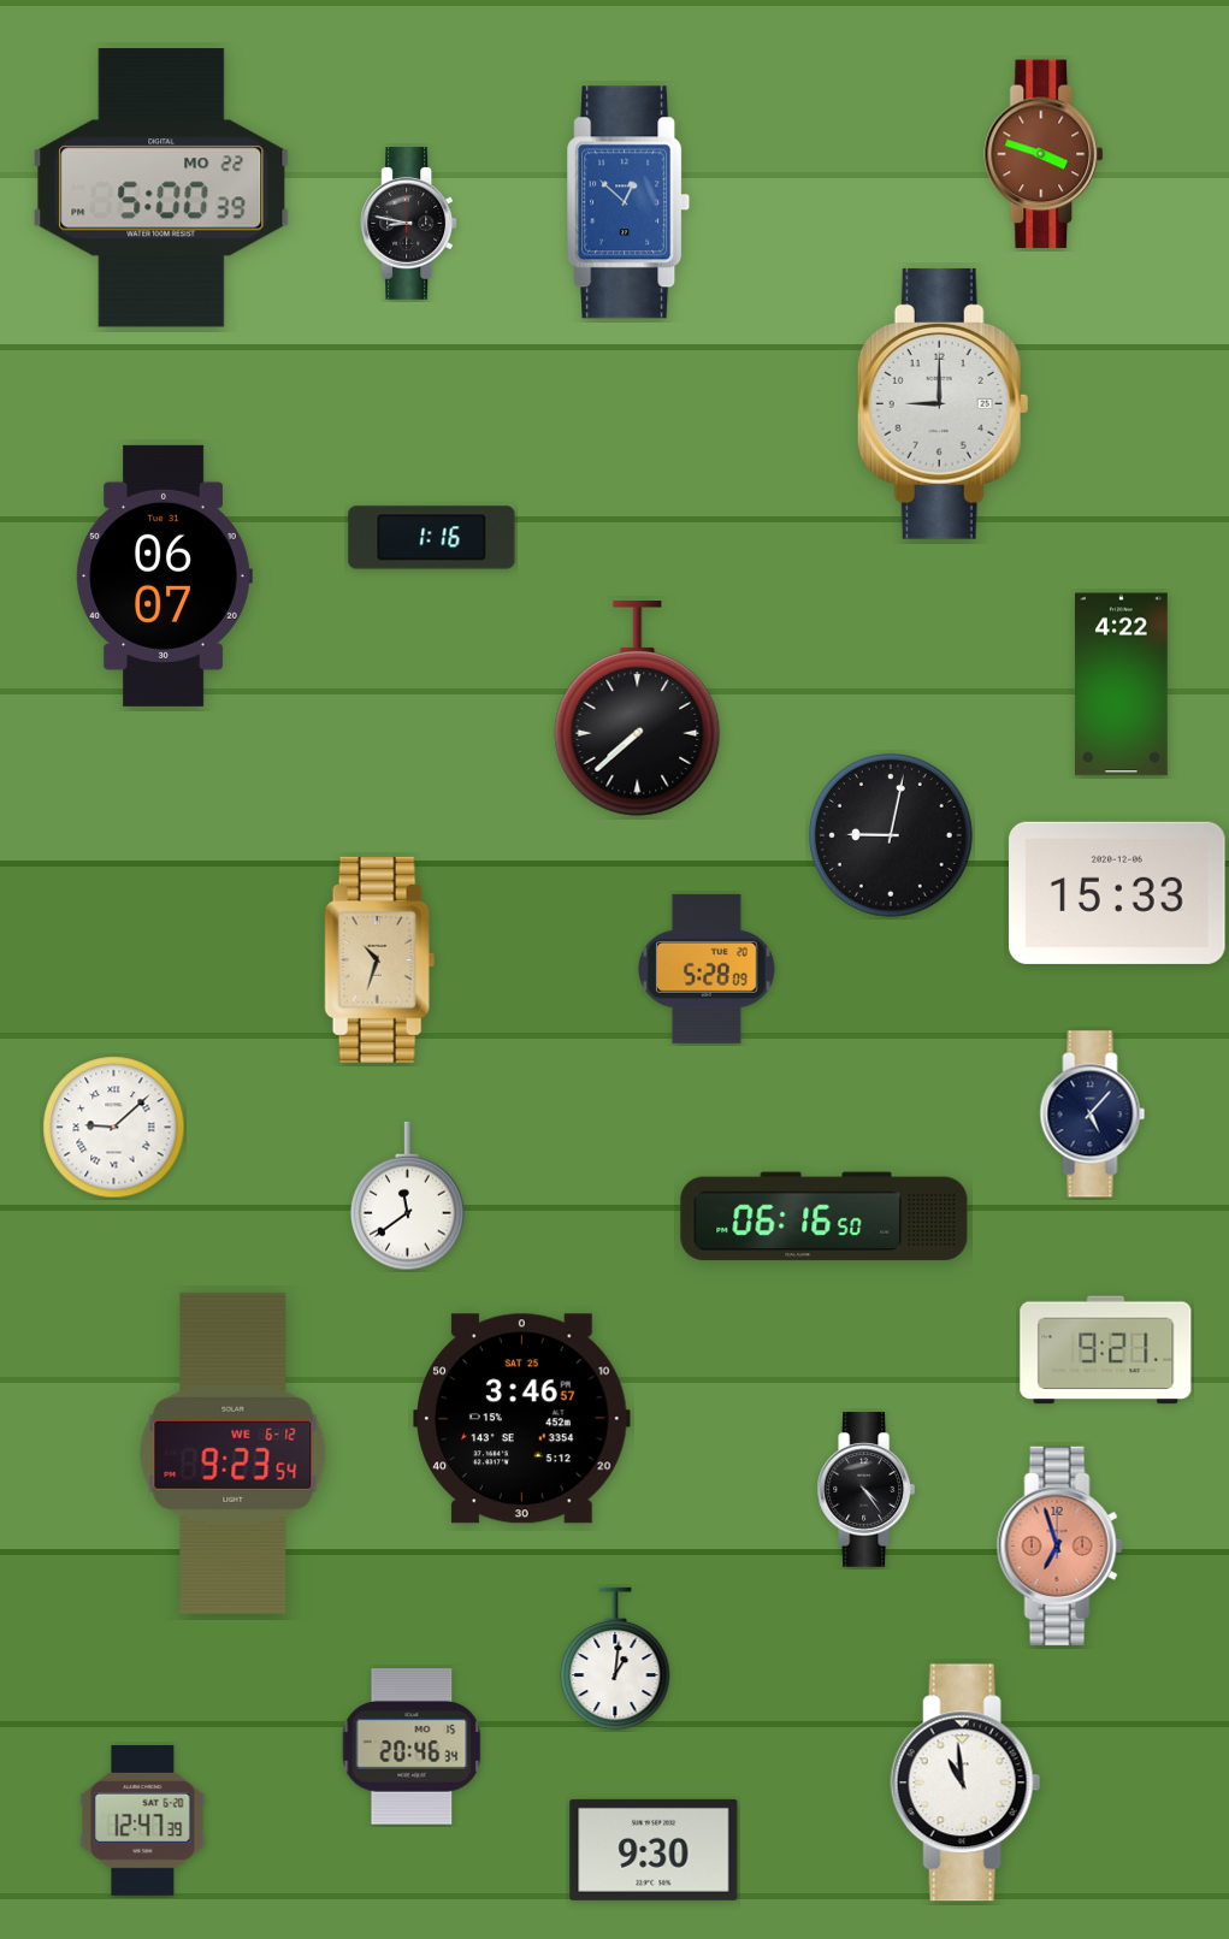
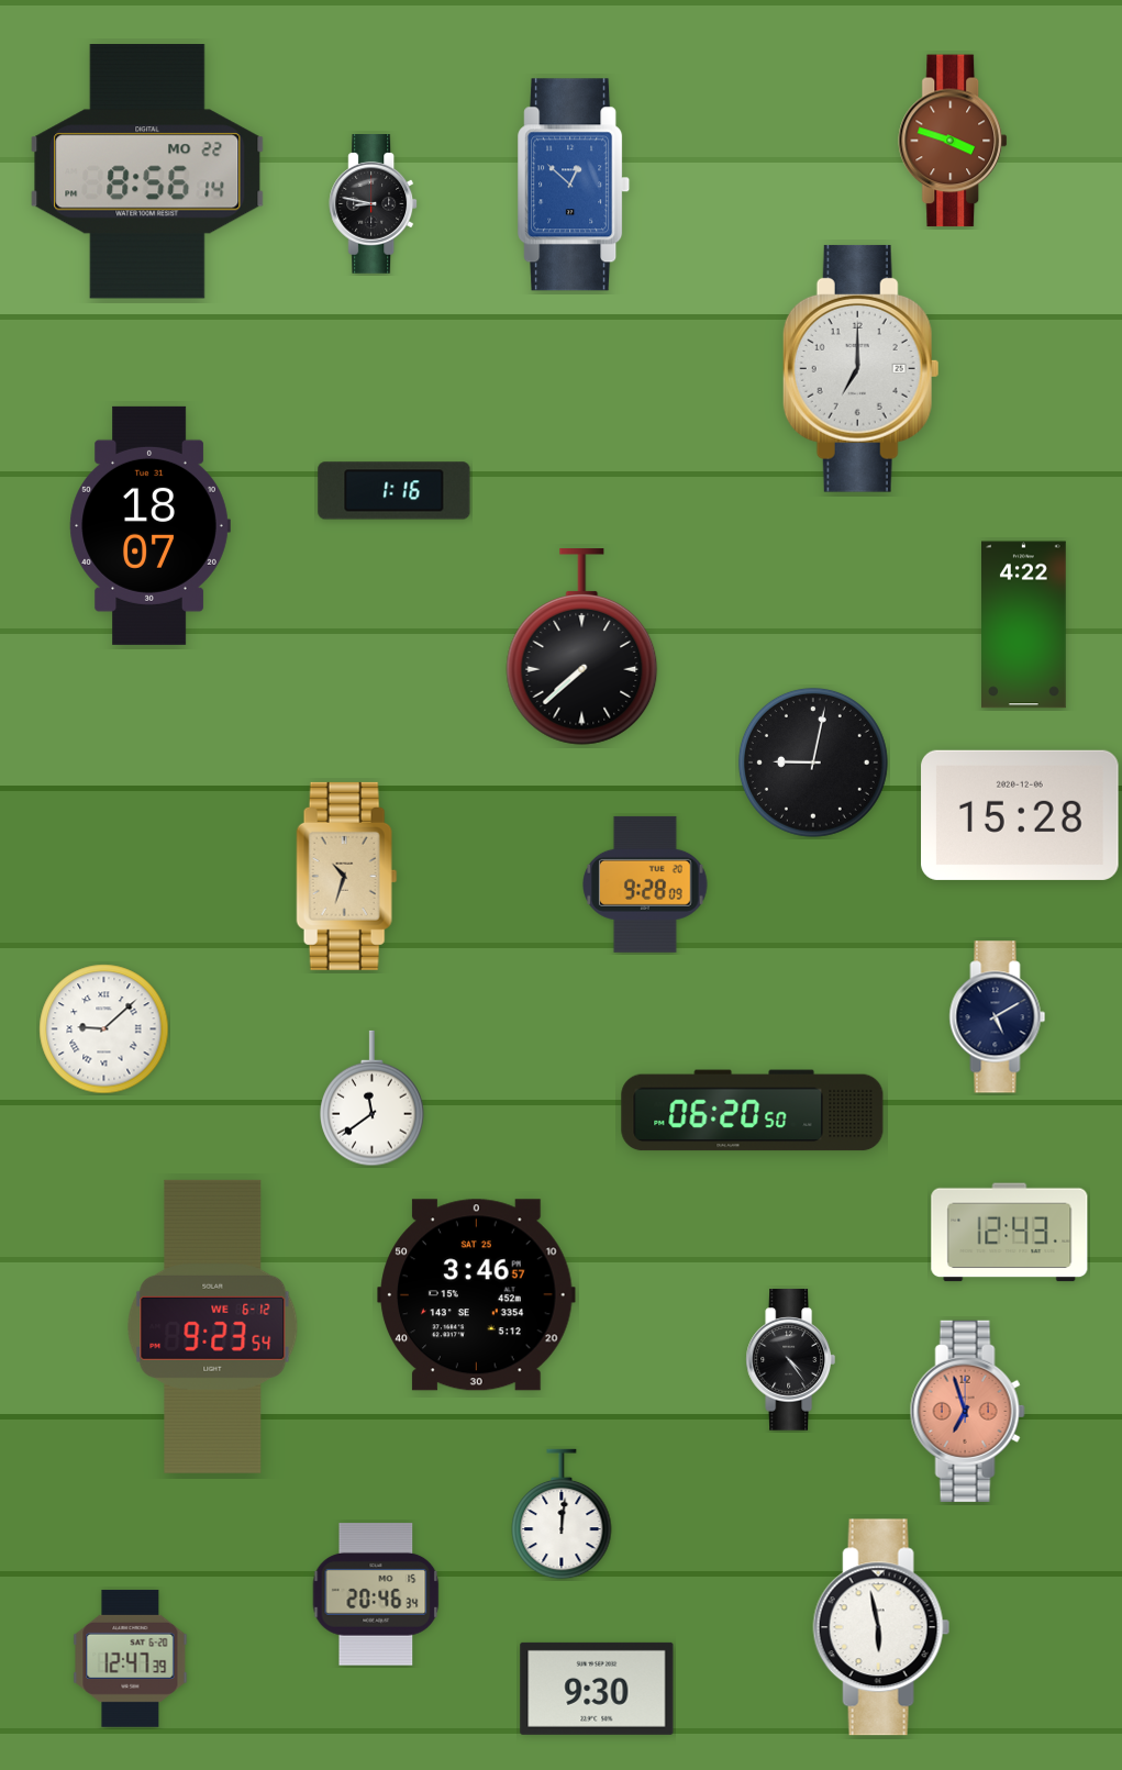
clock at (161, 188): 5:00 -> 8:56
clock at (943, 403): 9:00 -> 7:00
clock at (164, 575): 06:07 -> 18:07
clock at (1117, 893): 15:33 -> 15:28
clock at (708, 969): 5:28 -> 9:28
clock at (1093, 1115): 5:07 -> 5:10
clock at (408, 1196) position: (408, 1196) -> (373, 1099)
clock at (825, 1217): 06:16 -> 06:20
clock at (1106, 1350): 9:21 -> 12:43
clock at (615, 1659): 1:01 -> 12:01
clock at (965, 1783): 10:59 -> 5:58
clock at (143, 1820) position: (143, 1820) -> (131, 1658)
